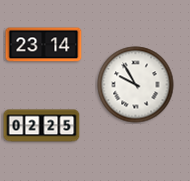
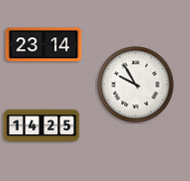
clock at (42, 126): 02:25 -> 14:25
